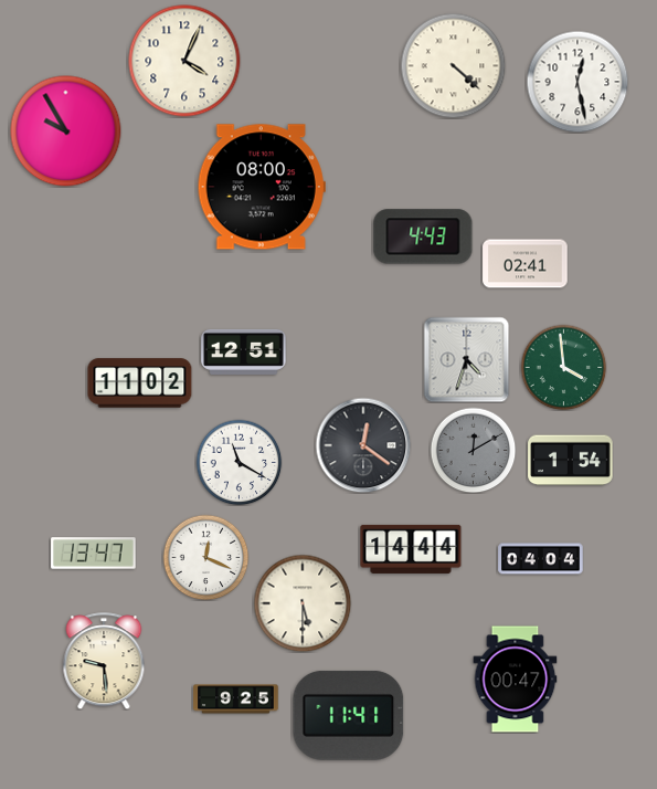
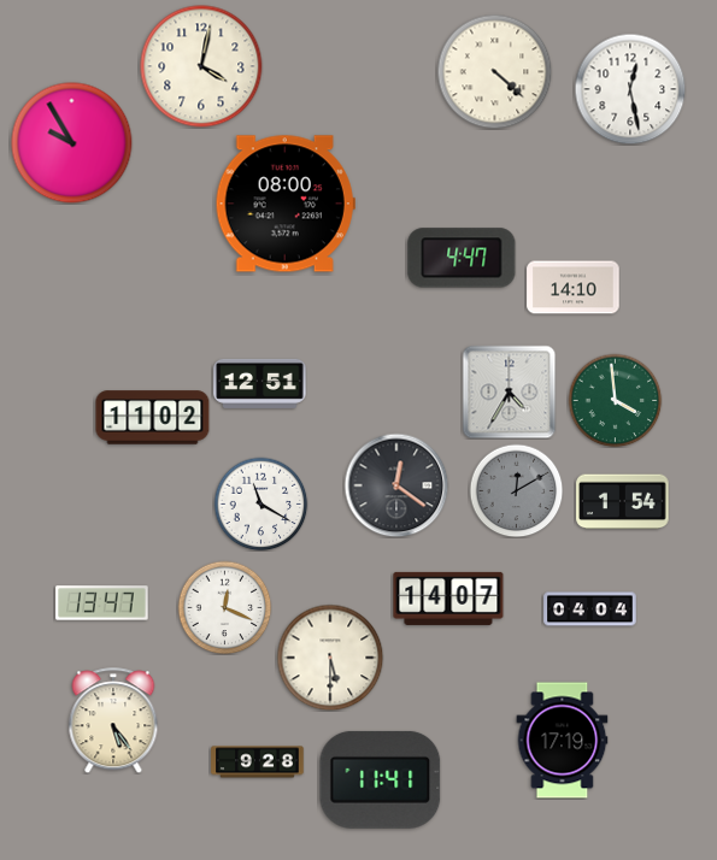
clock at (184, 61): 4:04 -> 4:02
clock at (423, 236): 4:43 -> 4:47
clock at (526, 264): 02:41 -> 14:10
clock at (244, 351) position: (244, 351) -> (260, 383)
clock at (466, 359): 4:33 -> 4:35
clock at (411, 549): 14:44 -> 14:07
clock at (104, 661): 9:29 -> 5:24
clock at (516, 680): 00:47 -> 17:19
clock at (236, 699): 9:25 -> 9:28
